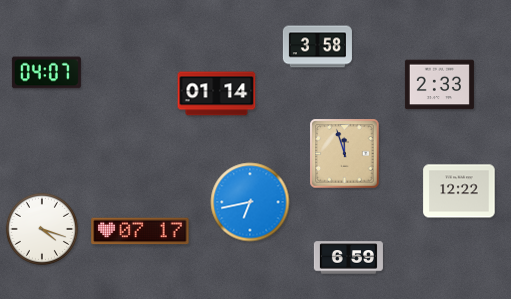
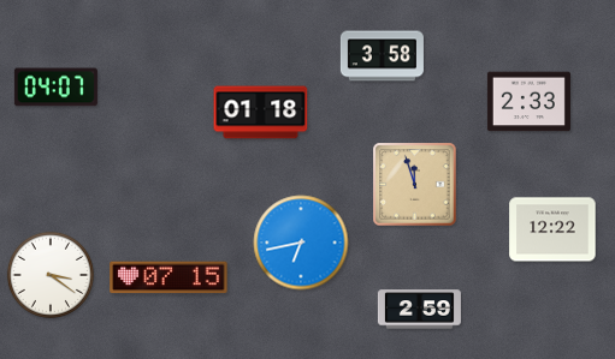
clock at (217, 94): 01:14 -> 01:18
clock at (42, 229): 4:18 -> 3:21
clock at (140, 231): 07:17 -> 07:15
clock at (348, 258): 6:59 -> 2:59
